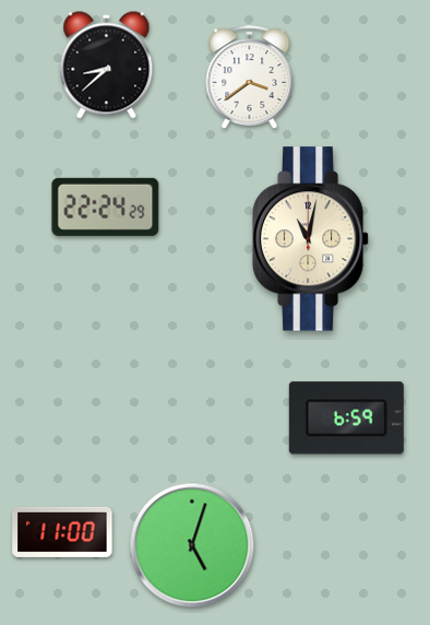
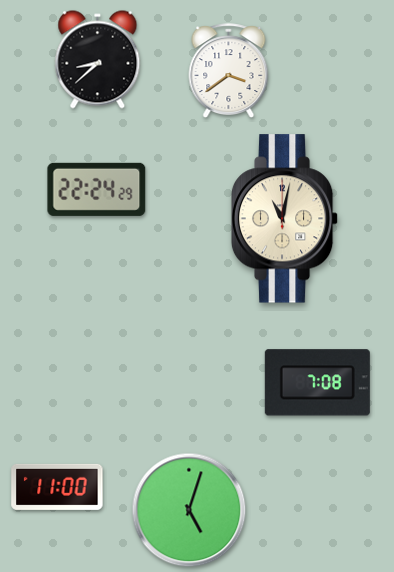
clock at (346, 418): 6:59 -> 7:08
clock at (192, 545) position: (192, 545) -> (189, 510)
